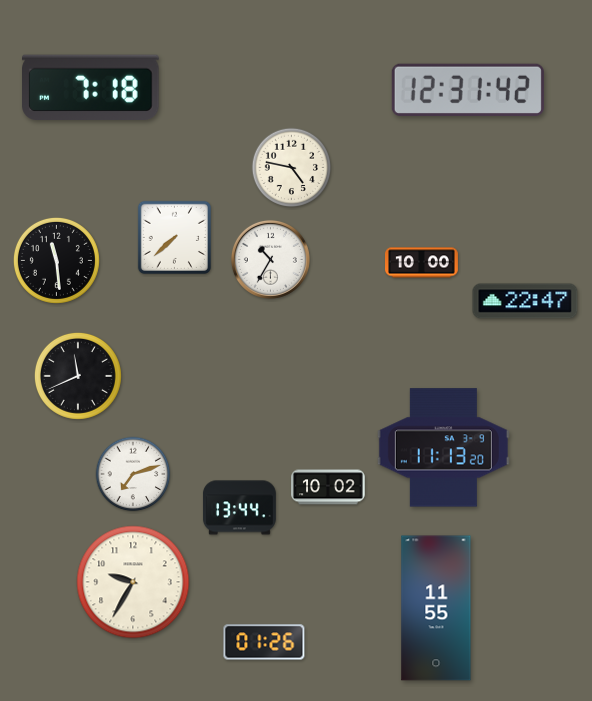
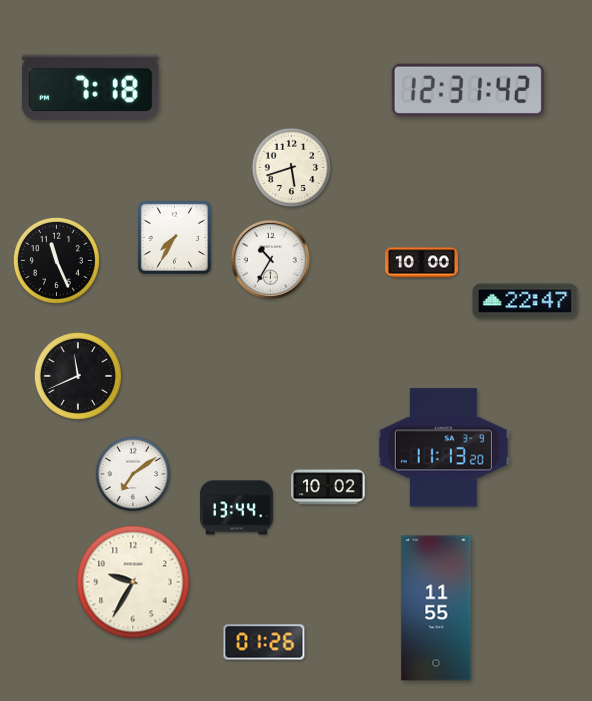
clock at (292, 168): 4:47 -> 5:42
clock at (174, 237): 7:38 -> 7:35
clock at (56, 260): 11:29 -> 11:26
clock at (133, 474): 7:12 -> 7:09
clock at (239, 508) position: (239, 508) -> (236, 508)
